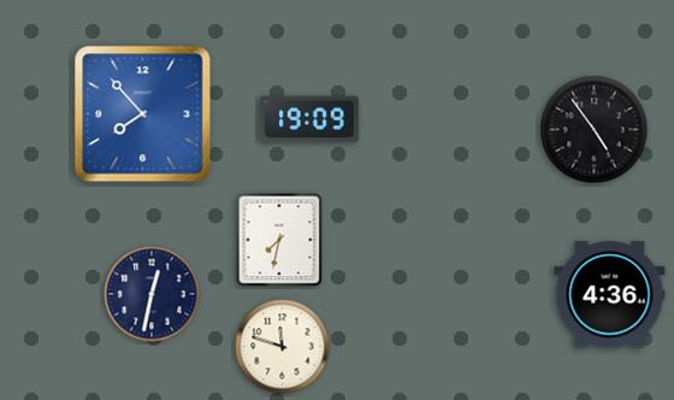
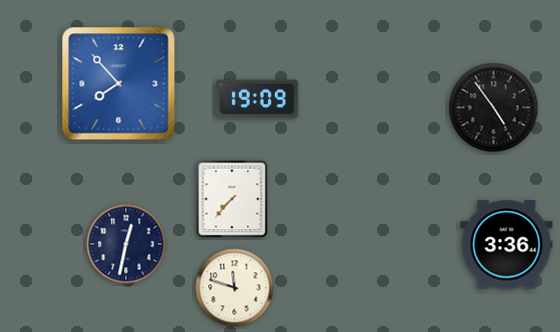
clock at (143, 114) position: (143, 114) -> (119, 84)
clock at (279, 240): 7:32 -> 7:37
clock at (610, 295): 4:36 -> 3:36
